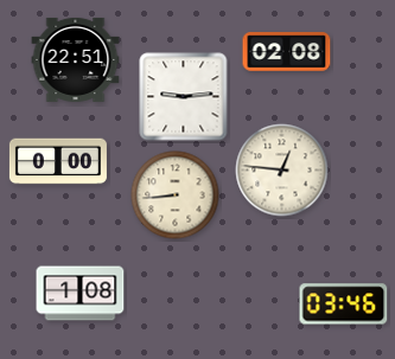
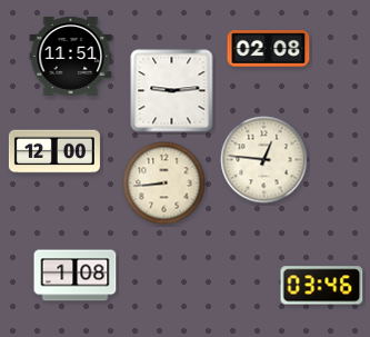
clock at (76, 59): 22:51 -> 11:51
clock at (58, 161): 0:00 -> 12:00
